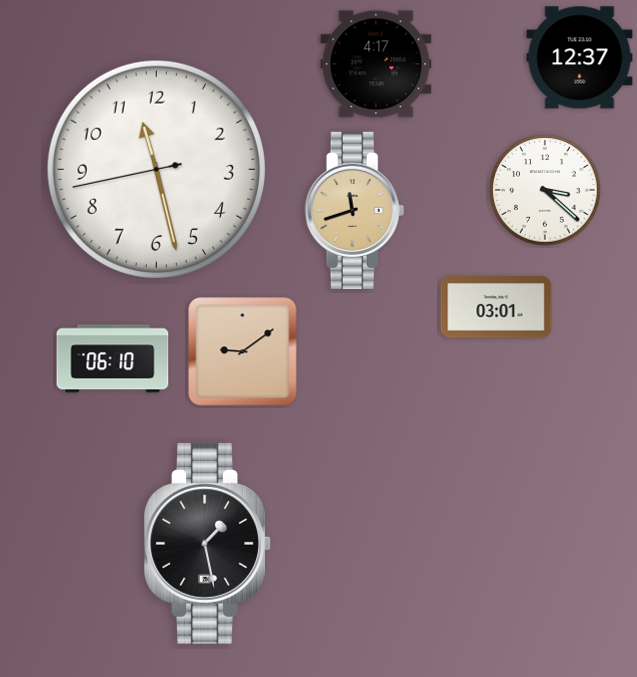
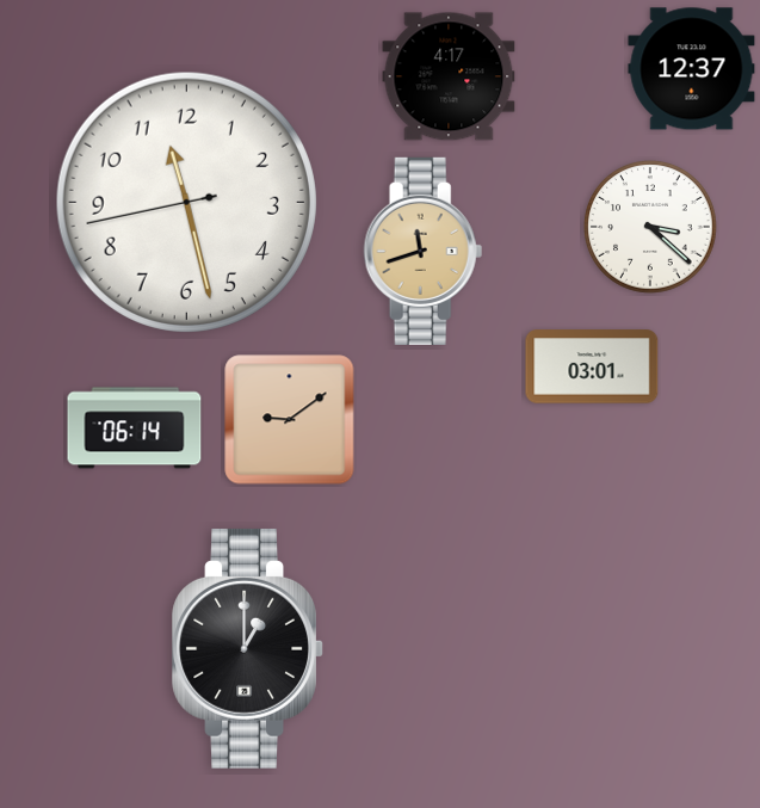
clock at (113, 359): 06:10 -> 06:14
clock at (208, 543): 1:28 -> 1:00
